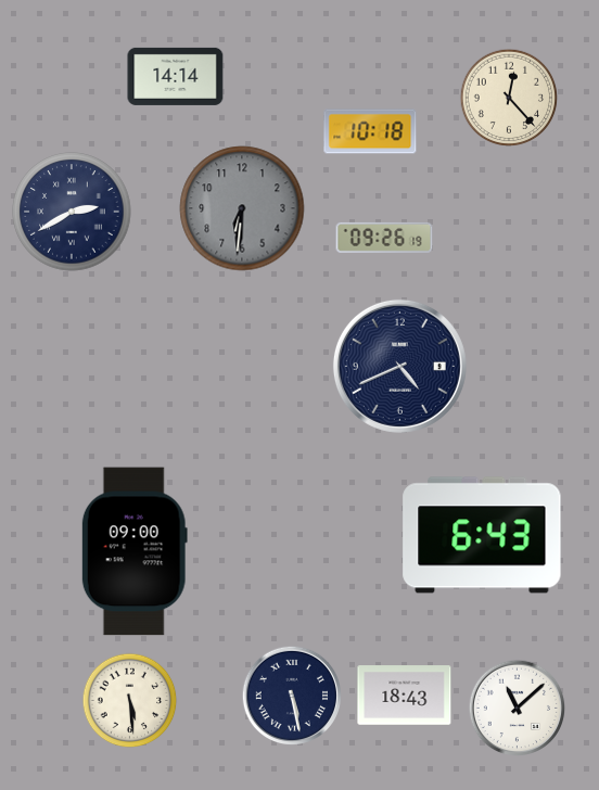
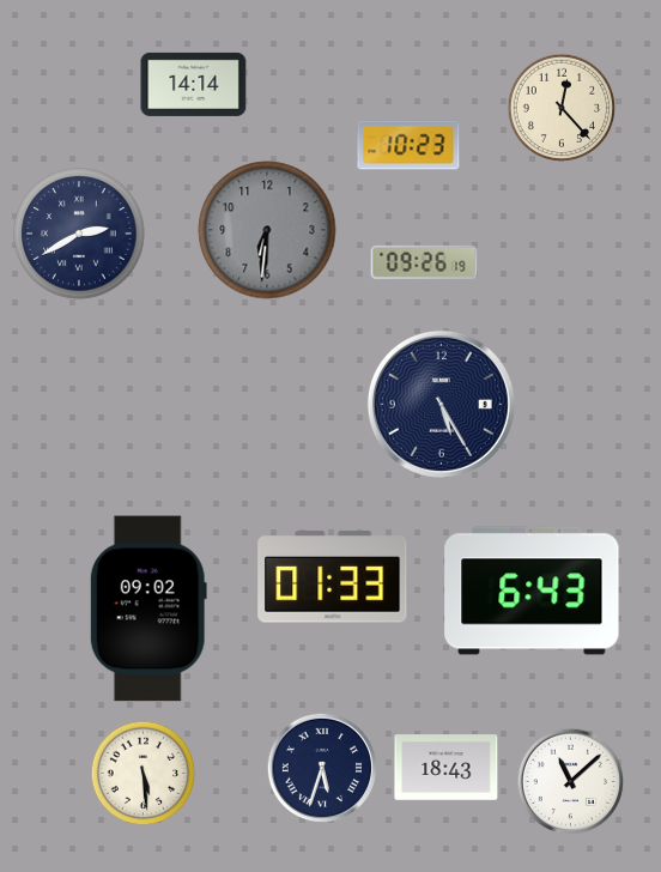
clock at (370, 131): 10:18 -> 10:23
clock at (399, 366): 4:41 -> 5:25
clock at (333, 577): none -> 01:33
clock at (135, 551): 09:00 -> 09:02
clock at (291, 695): 5:28 -> 5:33
